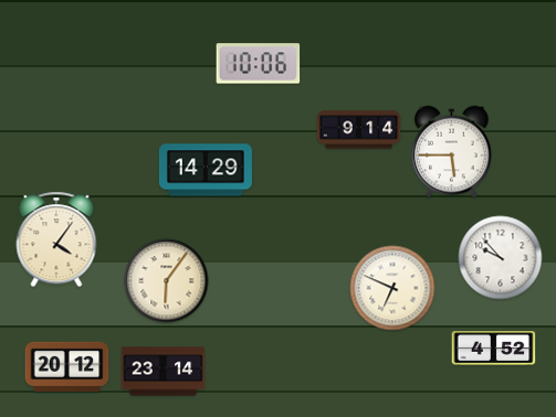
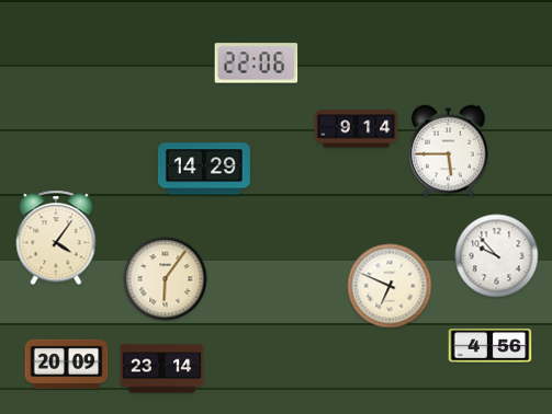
clock at (259, 64): 10:06 -> 22:06
clock at (494, 349): 4:52 -> 4:56
clock at (67, 366): 20:12 -> 20:09
